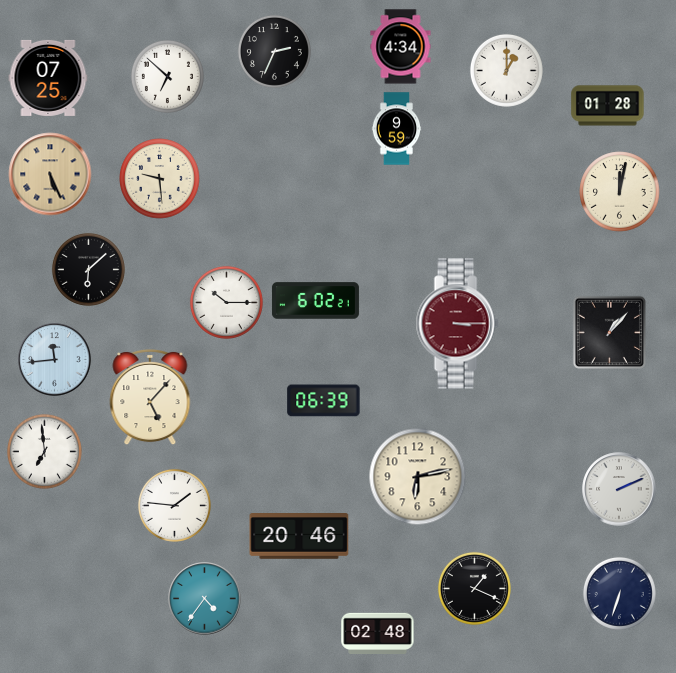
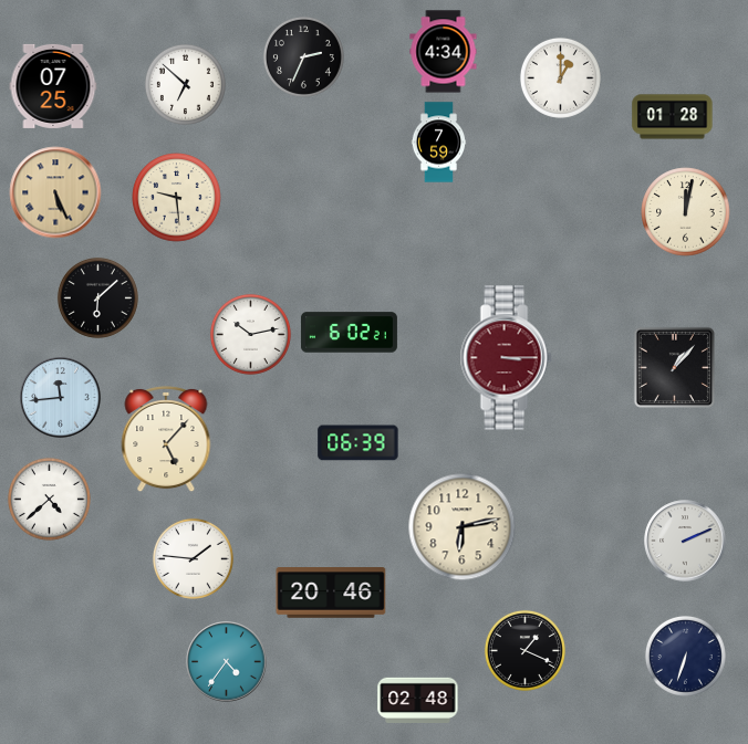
clock at (397, 129): 9:59 -> 7:59
clock at (226, 302): 10:15 -> 10:13
clock at (44, 451): 6:59 -> 4:38
